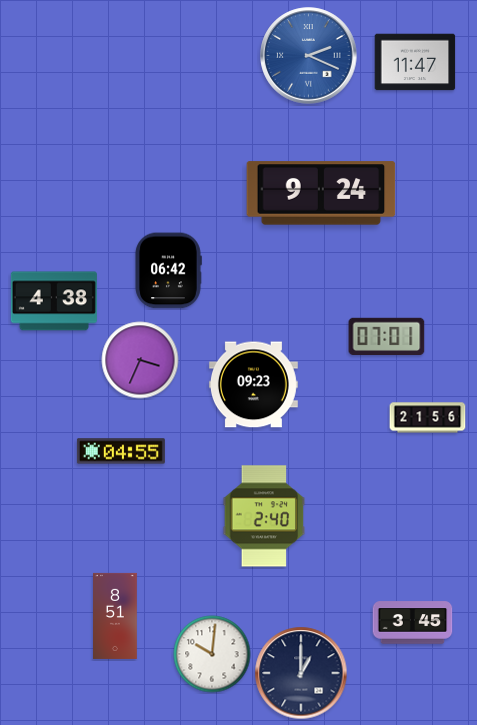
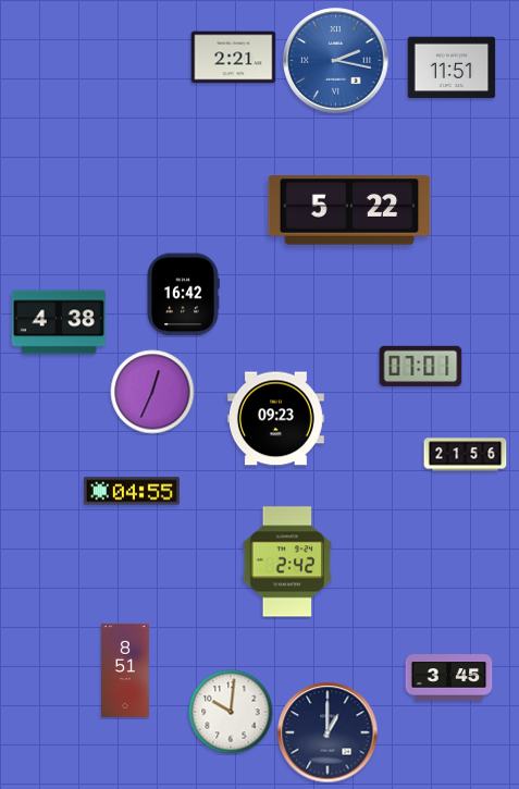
clock at (234, 58): none -> 2:21
clock at (309, 56): 2:19 -> 2:17
clock at (415, 62): 11:47 -> 11:51
clock at (321, 193): 9:24 -> 5:22
clock at (168, 271): 06:42 -> 16:42
clock at (54, 301) position: (54, 301) -> (59, 322)
clock at (140, 360): 3:34 -> 12:34
clock at (264, 516): 2:40 -> 2:42
